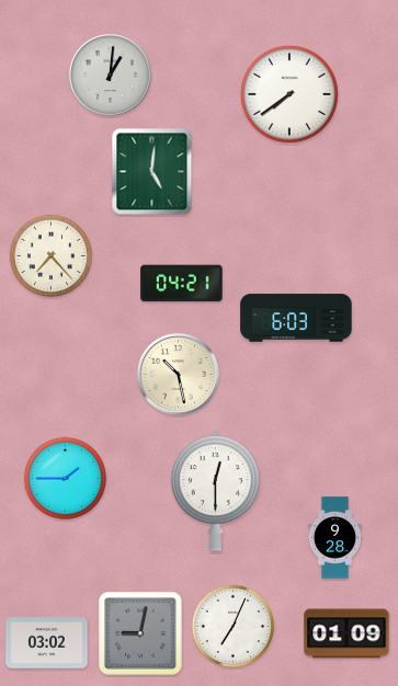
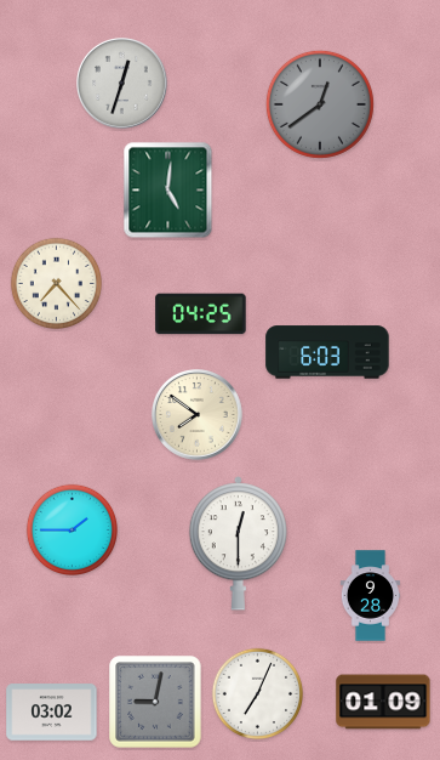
clock at (111, 76): 1:01 -> 12:33
clock at (289, 94): 7:39 -> 12:39
clock at (289, 94) dial: white -> grey
clock at (182, 284): 04:21 -> 04:25
clock at (179, 375): 10:28 -> 7:51
